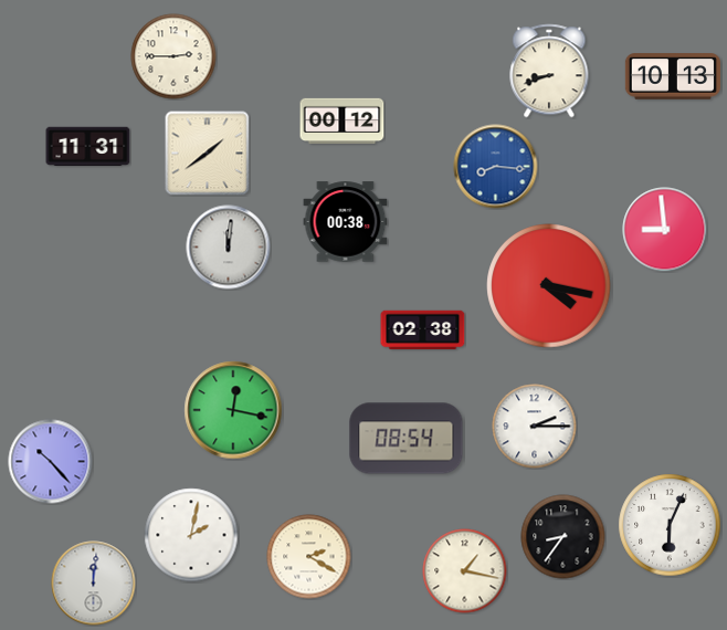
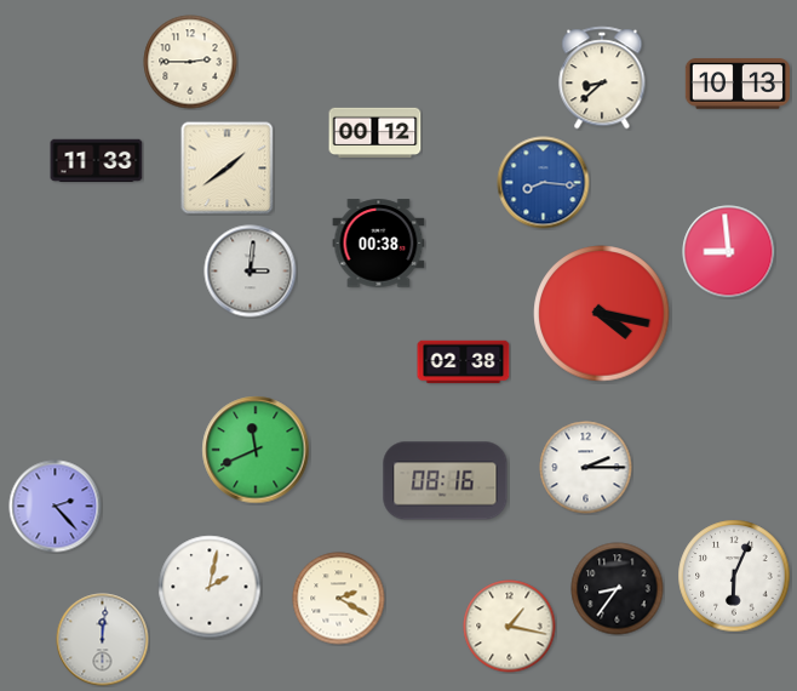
clock at (549, 71): 8:42 -> 8:38
clock at (88, 147): 11:31 -> 11:33
clock at (229, 248): 12:01 -> 3:01
clock at (233, 410): 12:17 -> 11:41
clock at (407, 439): 08:54 -> 08:16
clock at (51, 462): 10:23 -> 2:23
clock at (309, 557) position: (309, 557) -> (339, 599)
